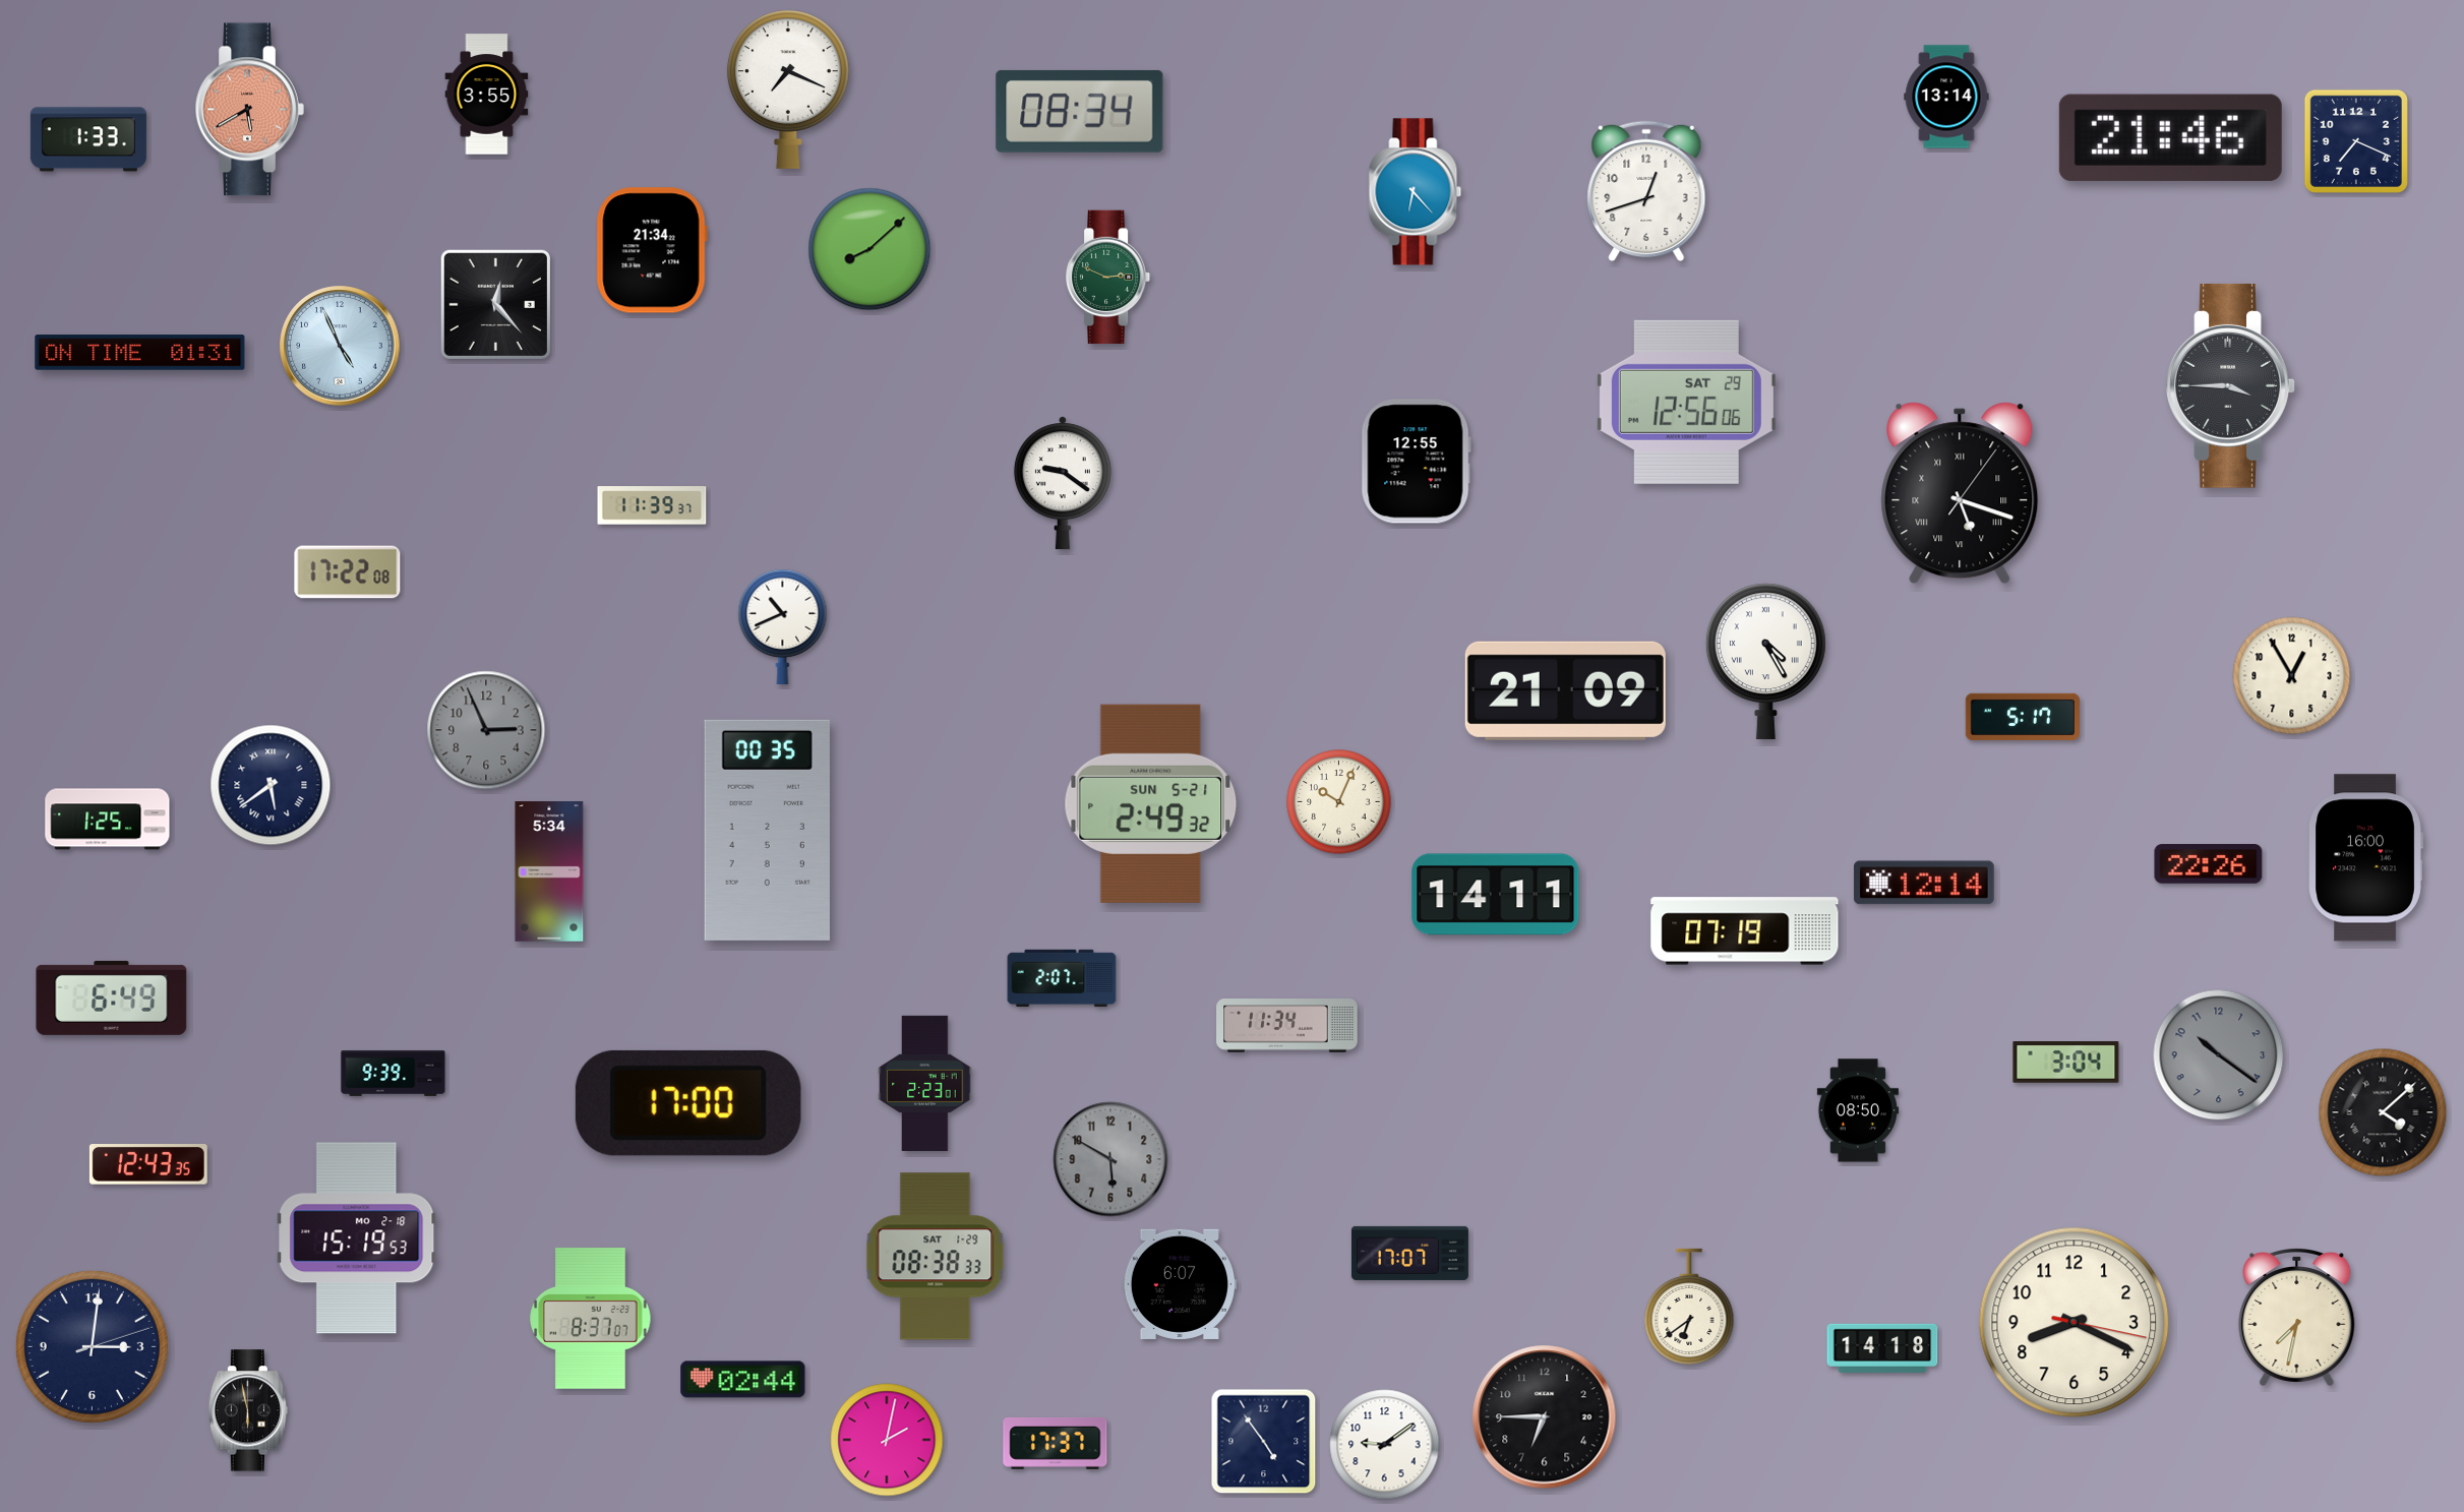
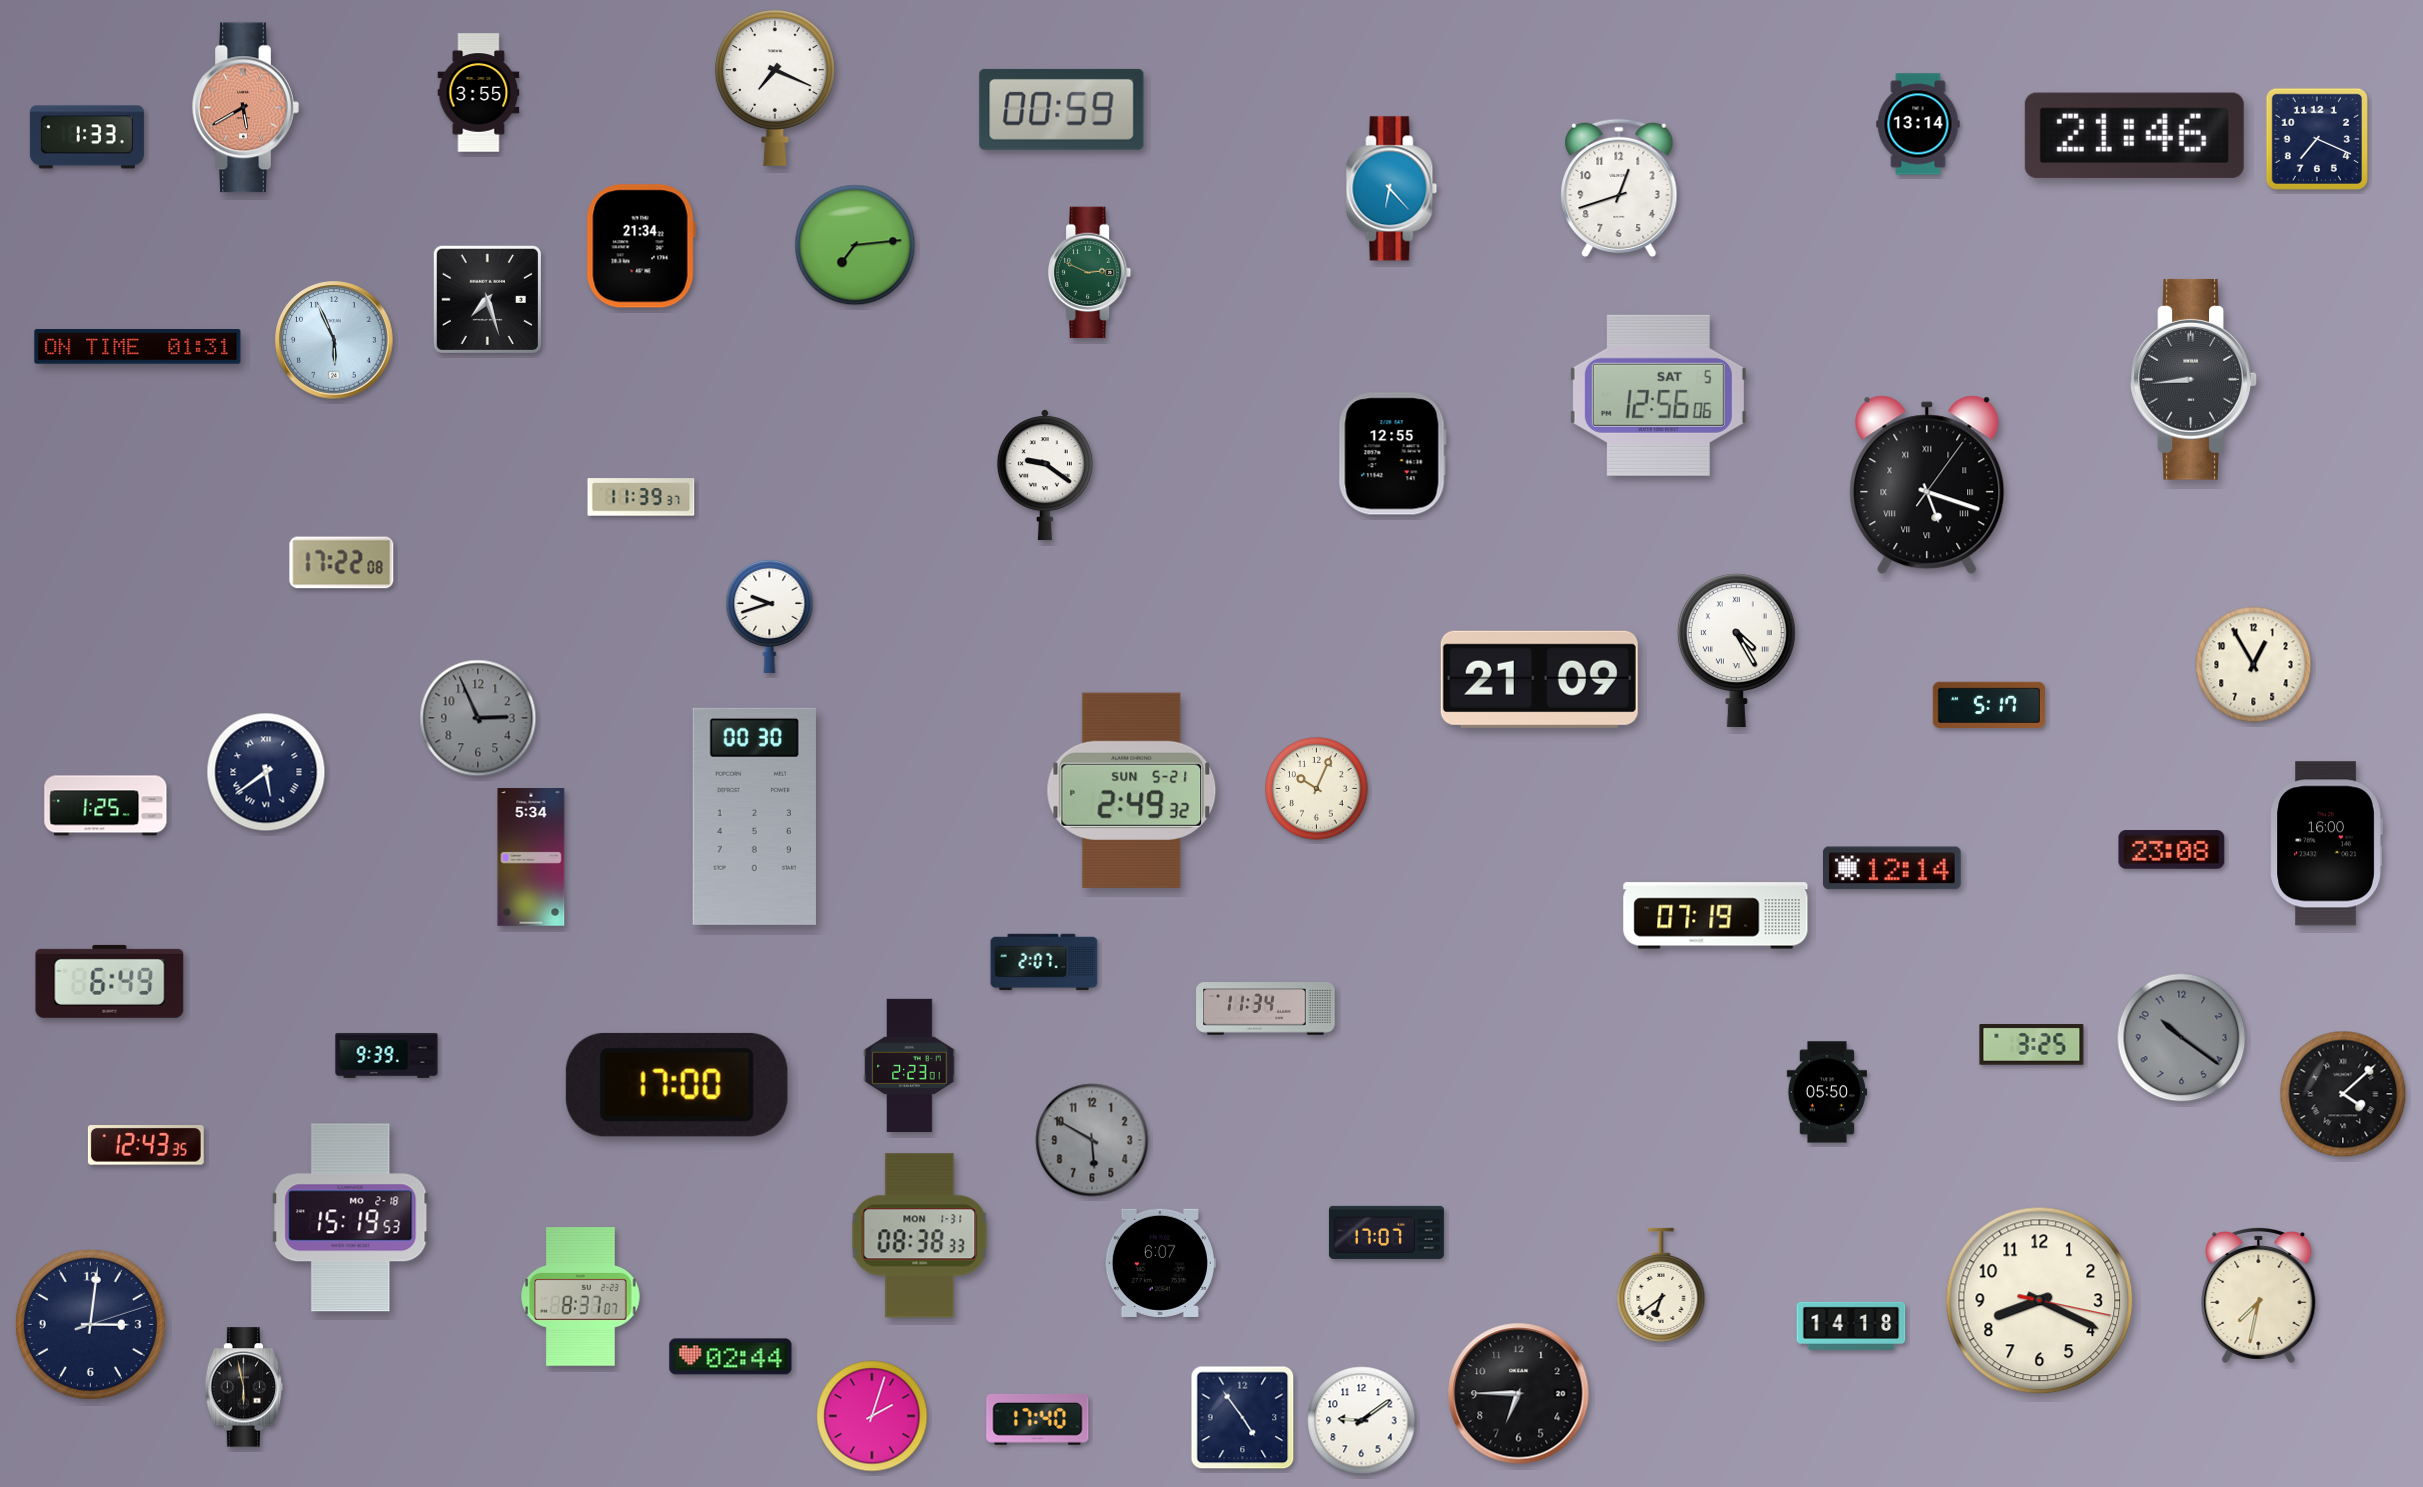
clock at (1946, 97) position: (1946, 97) -> (1918, 124)
clock at (1080, 111): 08:34 -> 00:59
clock at (869, 249): 8:08 -> 7:14
clock at (495, 304): 12:23 -> 7:27
clock at (340, 346): 4:56 -> 5:56
clock at (2231, 385): 3:45 -> 8:44
clock at (1686, 402) date: SAT 29 -> SAT 5
clock at (783, 626): 10:41 -> 9:42
clock at (767, 830): 00:35 -> 00:30
clock at (2209, 864): 22:26 -> 23:08
clock at (549, 871) position: (549, 871) -> (531, 857)
clock at (1496, 895): 14:11 -> none
clock at (2066, 1063): 3:04 -> 3:25
clock at (1858, 1110): 08:50 -> 05:50
clock at (936, 1257) date: SAT 1-29 -> MON 1-31
clock at (887, 1440): 2:02 -> 2:03
clock at (1056, 1443): 17:37 -> 17:40
